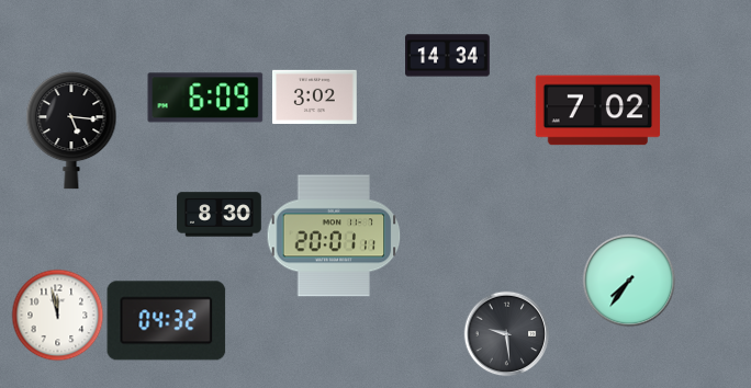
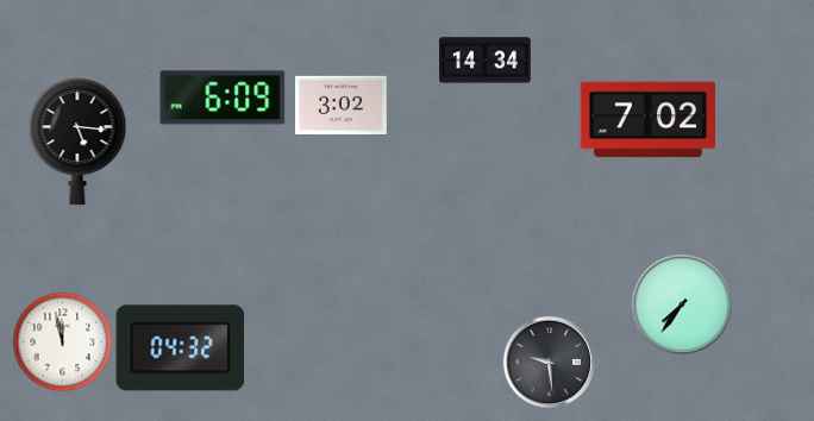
clock at (205, 98) position: (205, 98) -> (223, 98)
clock at (220, 215): 8:30 -> none
clock at (334, 236): 20:01 -> none
